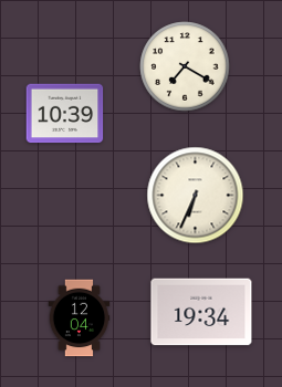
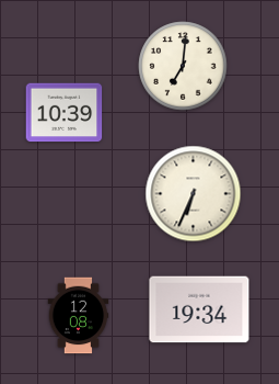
clock at (185, 66): 7:20 -> 7:01
clock at (80, 318): 12:04 -> 12:08
